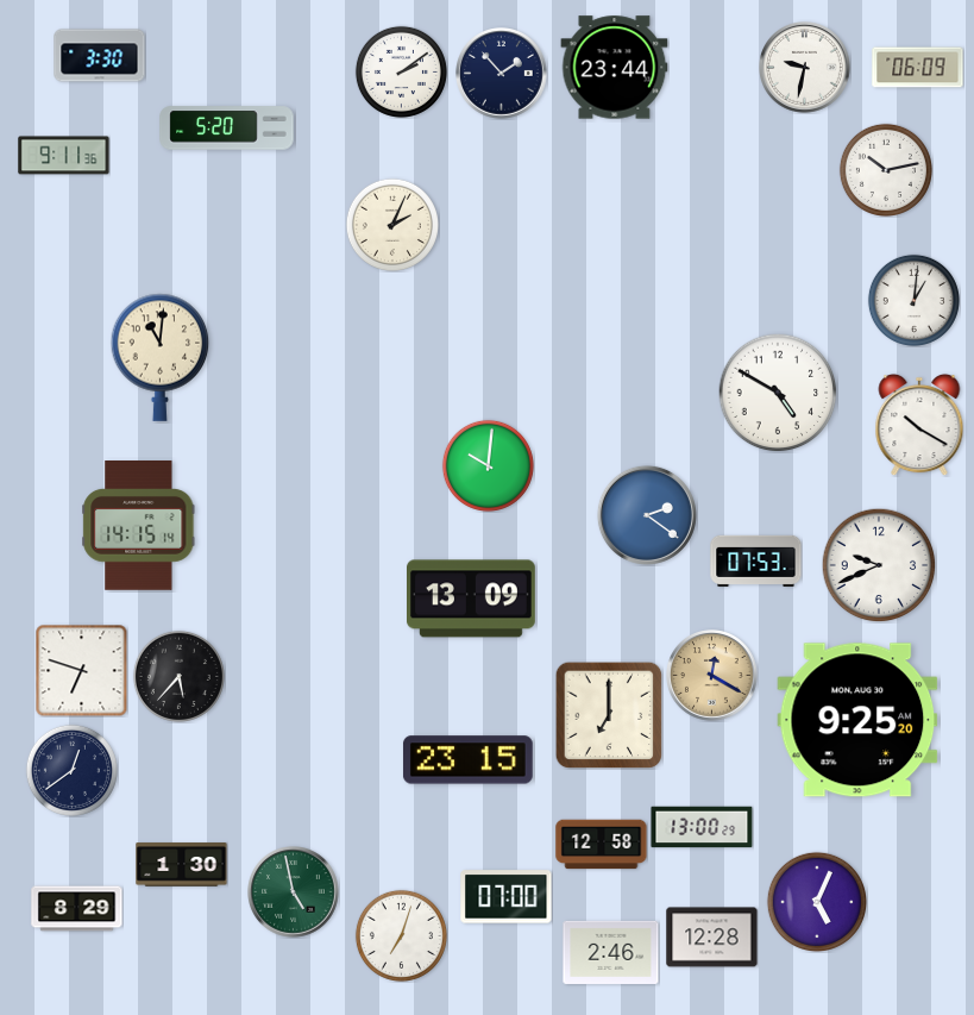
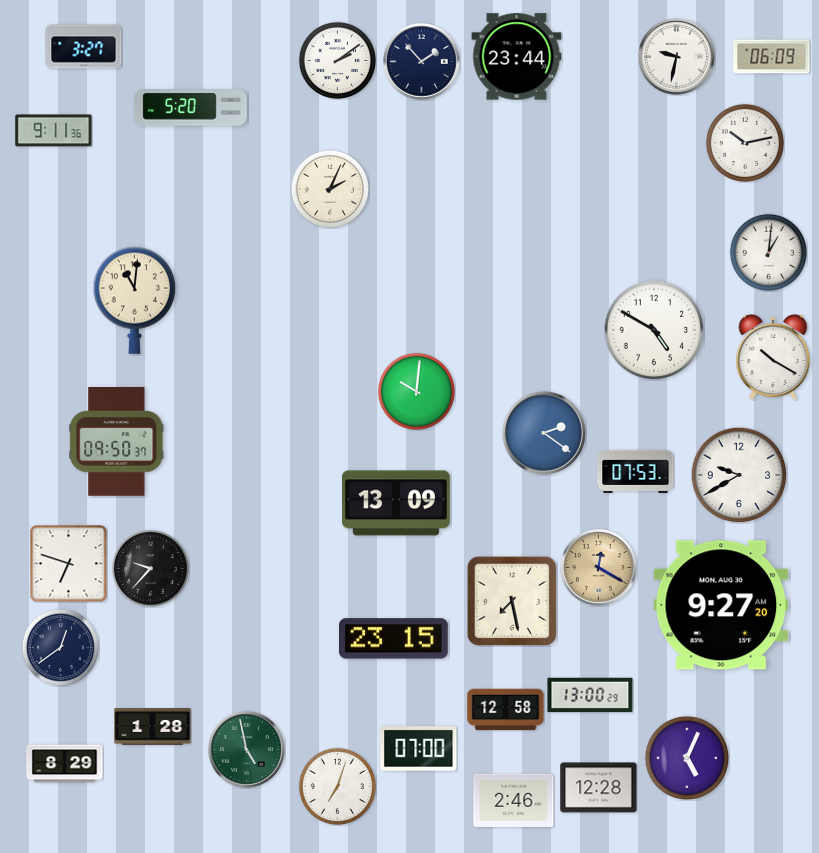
clock at (100, 56): 3:30 -> 3:27
clock at (488, 465) position: (488, 465) -> (416, 391)
clock at (139, 526): 14:15 -> 09:50
clock at (879, 565): 9:41 -> 9:40
clock at (178, 676): 5:37 -> 9:37
clock at (609, 715): 7:00 -> 7:28
clock at (857, 720): 9:25 -> 9:27
clock at (182, 865): 1:30 -> 1:28
clock at (507, 897) position: (507, 897) -> (419, 749)
